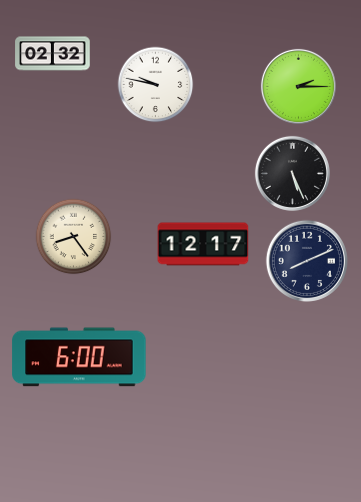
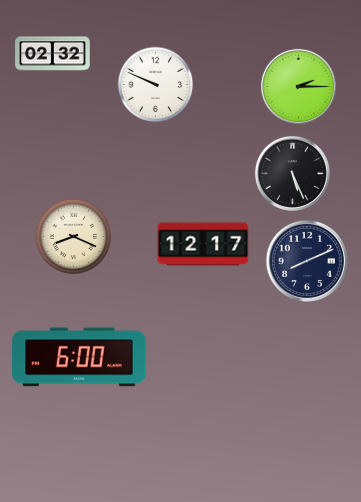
clock at (156, 85): 9:47 -> 9:49
clock at (74, 237): 8:24 -> 8:19
